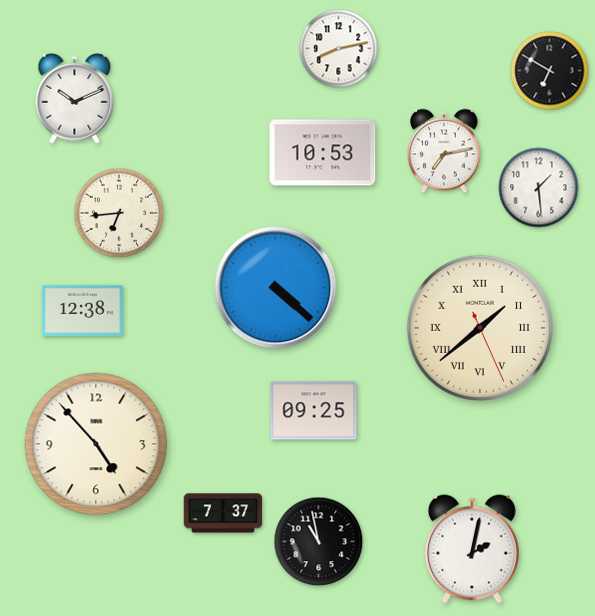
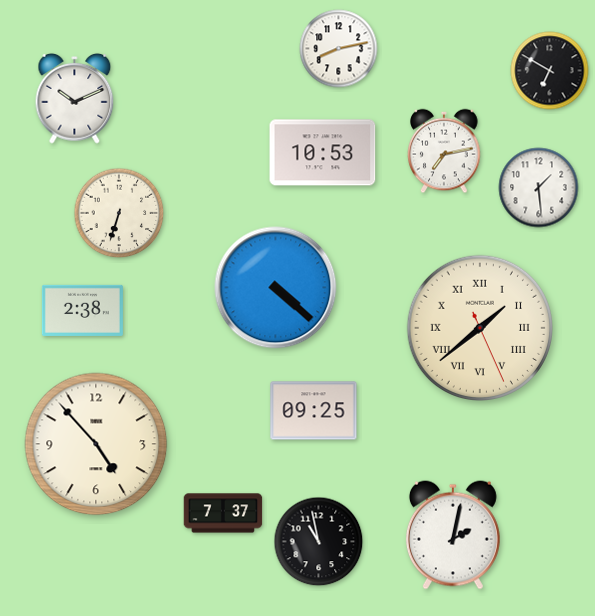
clock at (119, 213): 6:44 -> 6:33
clock at (82, 310): 12:38 -> 2:38
clock at (472, 549) position: (472, 549) -> (453, 535)
